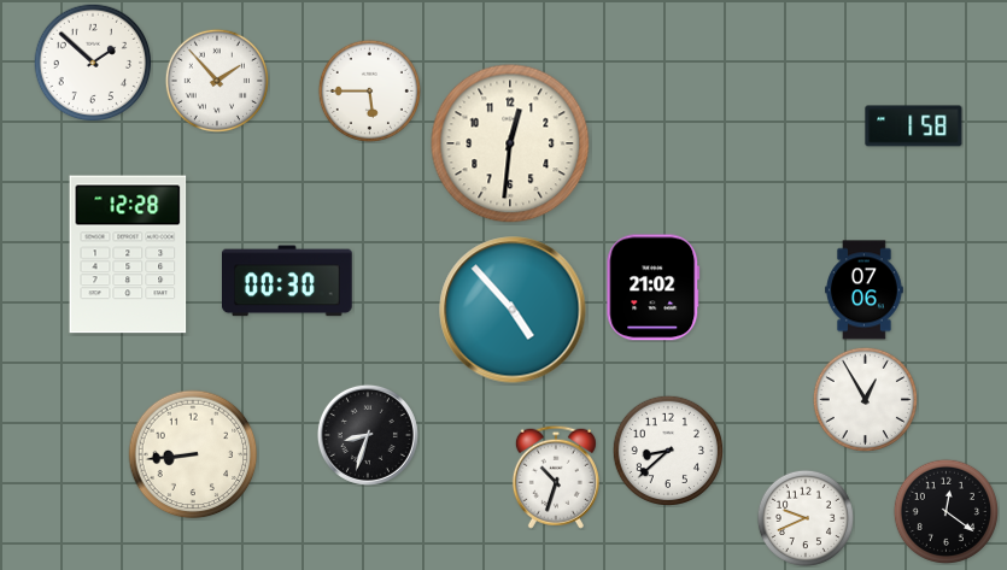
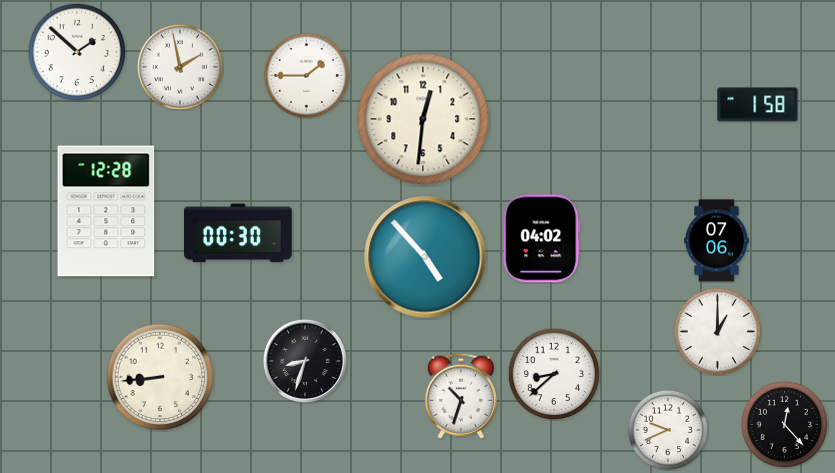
clock at (217, 81): 1:53 -> 1:58
clock at (369, 90): 5:45 -> 1:45
clock at (654, 288): 21:02 -> 04:02
clock at (865, 399): 12:55 -> 1:00
clock at (945, 511): 12:21 -> 12:23
